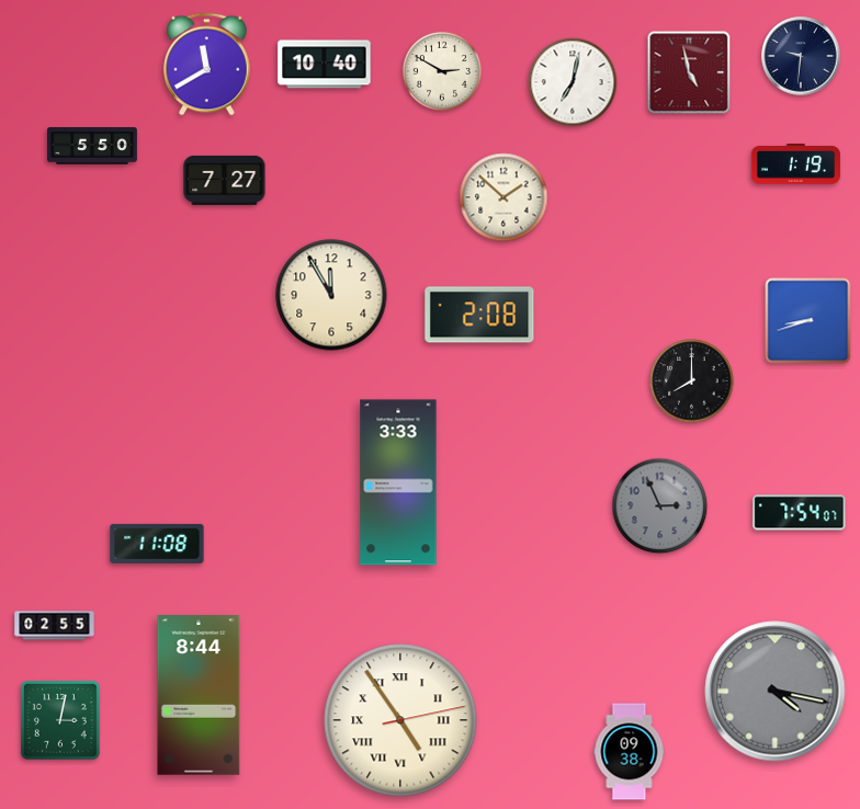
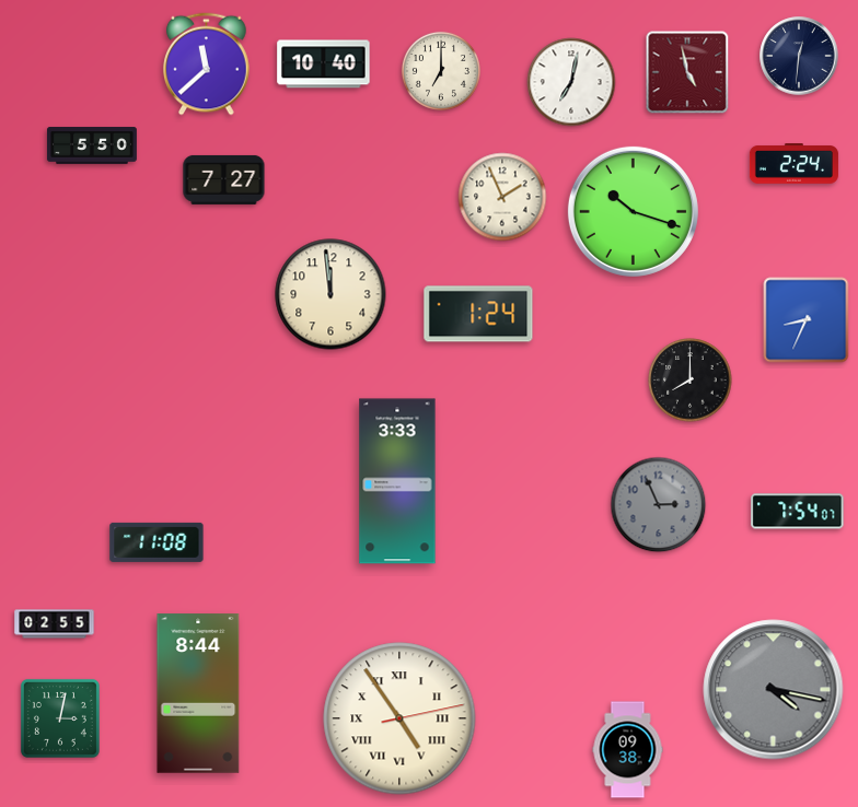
clock at (801, 56): 9:31 -> 12:31
clock at (207, 65): 11:40 -> 11:38
clock at (442, 71): 2:50 -> 7:00
clock at (795, 164): 1:19 -> 2:24
clock at (503, 197): 1:52 -> 1:56
clock at (633, 211): none -> 10:18
clock at (331, 295): 11:55 -> 11:59
clock at (479, 315): 2:08 -> 1:24
clock at (808, 321): 8:42 -> 8:34
